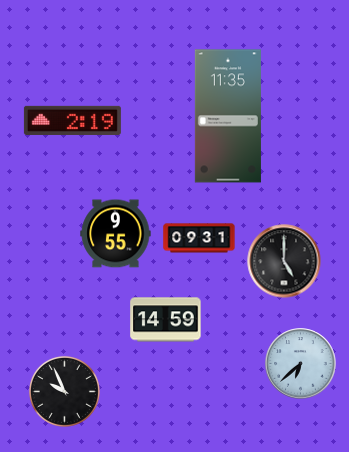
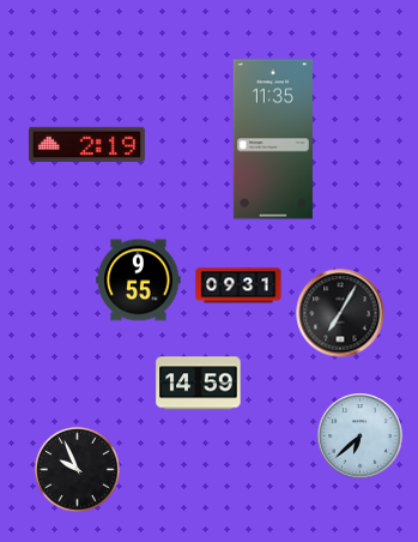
clock at (284, 261): 5:00 -> 7:05
